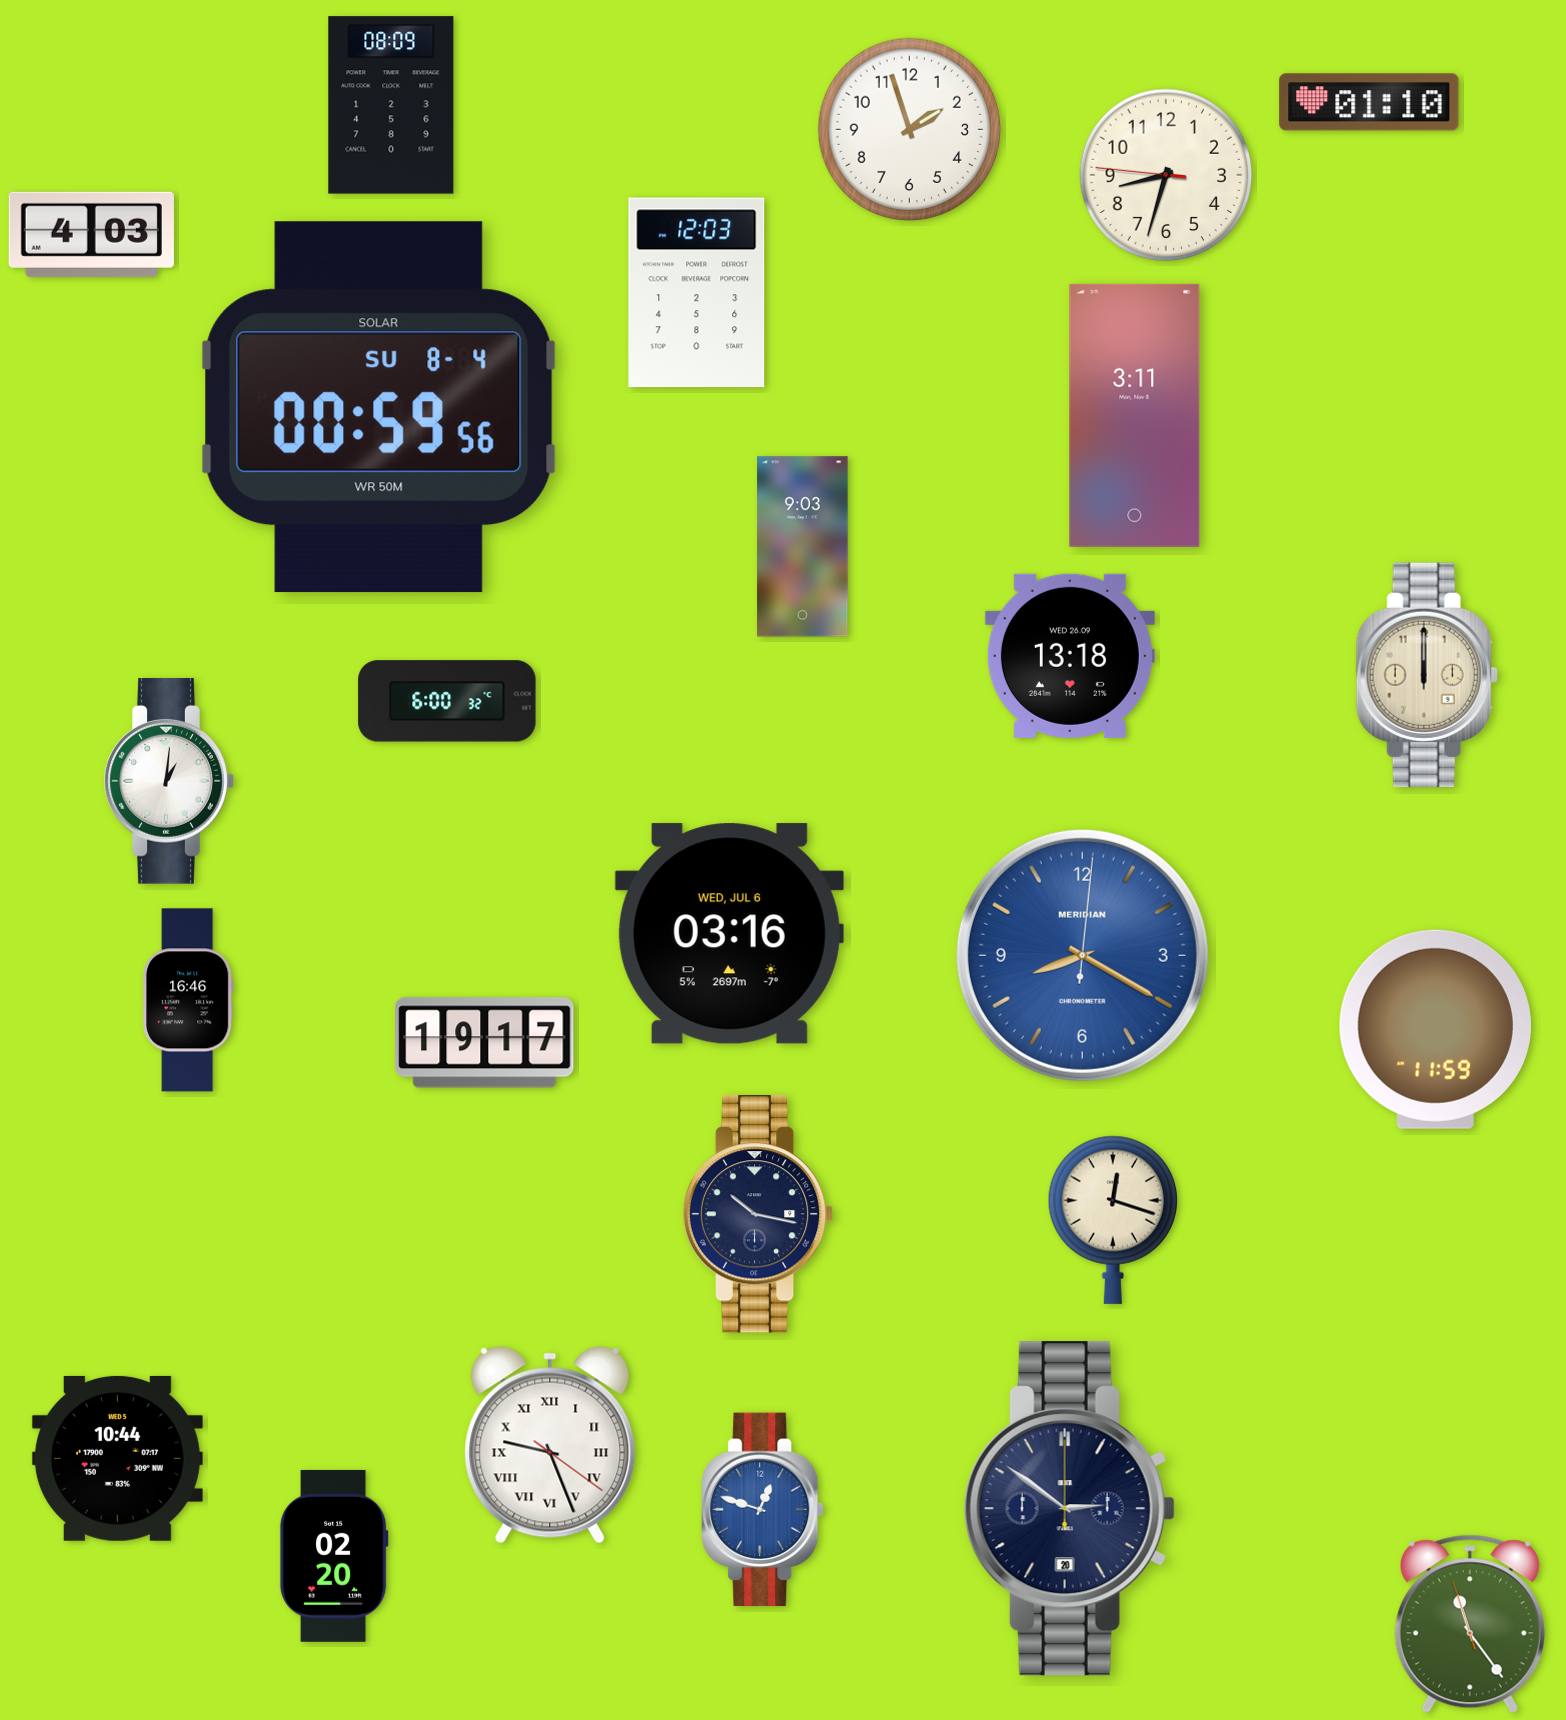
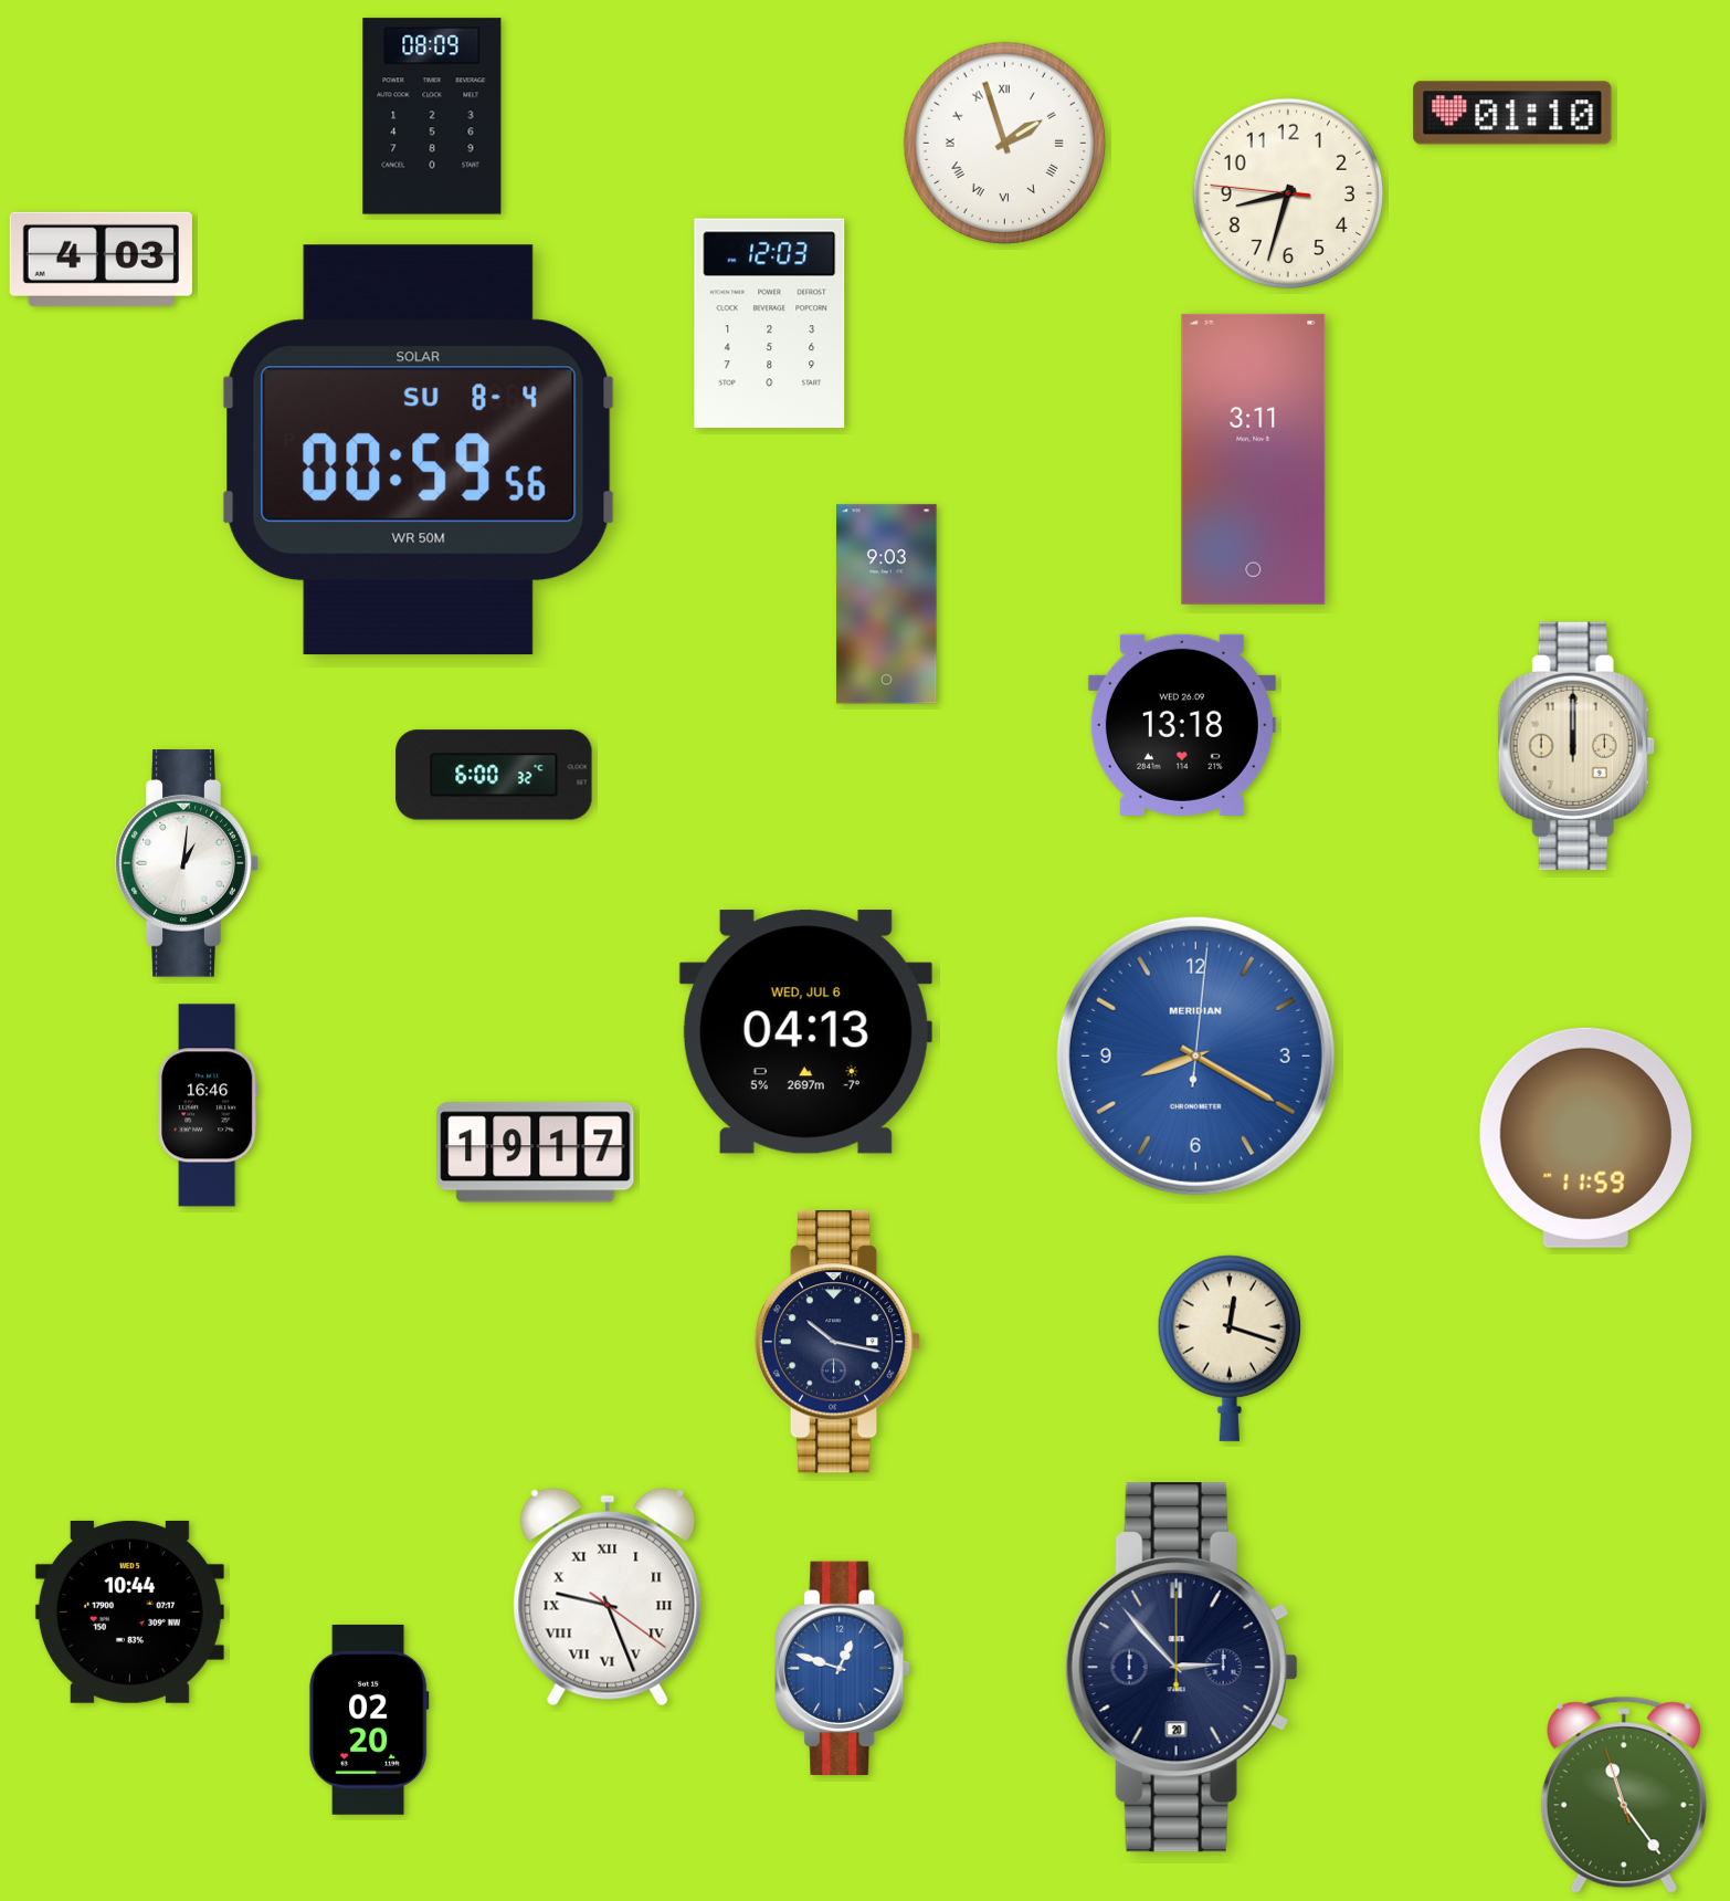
clock at (910, 130) numerals: Arabic -> Roman
clock at (729, 934): 03:16 -> 04:13
clock at (1069, 1509): 2:51 -> 2:53
